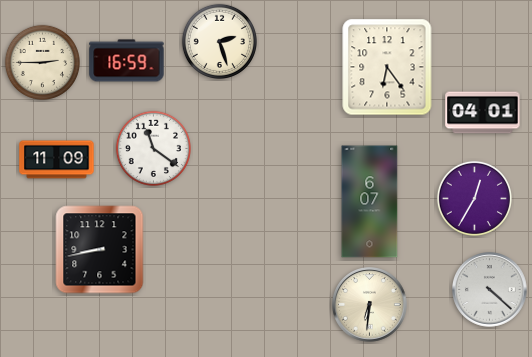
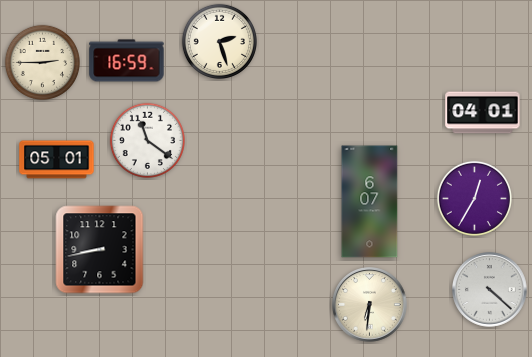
clock at (387, 67): 6:24 -> none
clock at (153, 148) position: (153, 148) -> (147, 140)
clock at (57, 160): 11:09 -> 05:01
